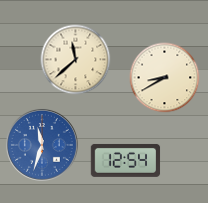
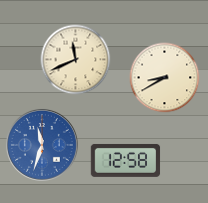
clock at (76, 60): 11:38 -> 11:41
clock at (126, 160): 12:54 -> 12:58
